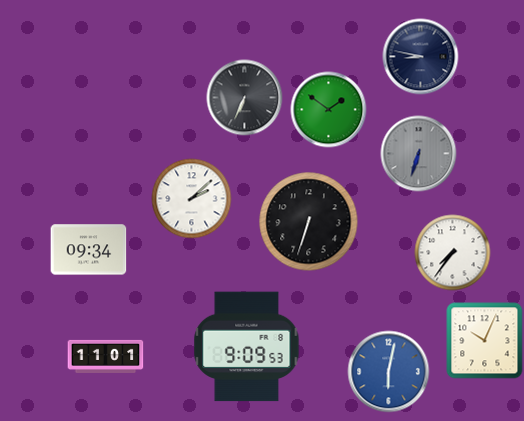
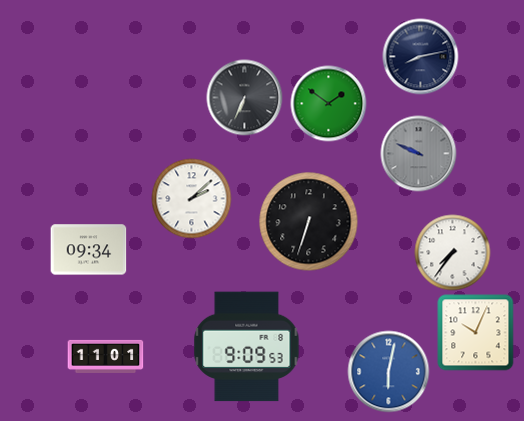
clock at (421, 57): 8:47 -> 8:13
clock at (329, 110) position: (329, 110) -> (329, 104)
clock at (419, 154): 6:33 -> 9:49
clock at (485, 341) position: (485, 341) -> (476, 333)
